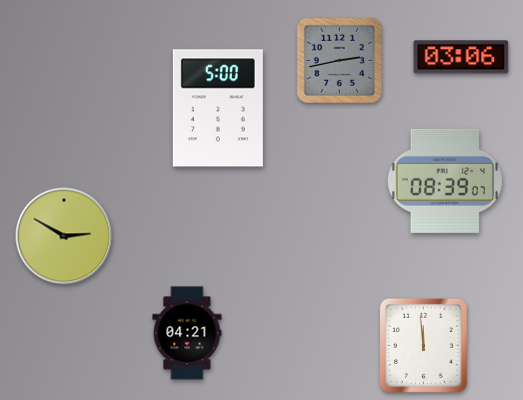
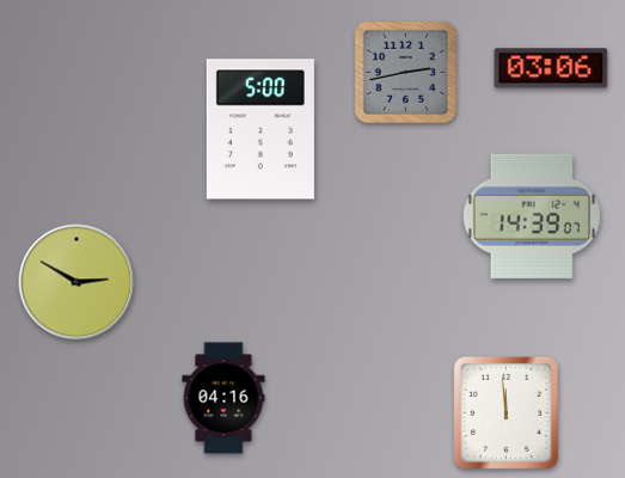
clock at (445, 181): 08:39 -> 14:39
clock at (187, 333): 04:21 -> 04:16
